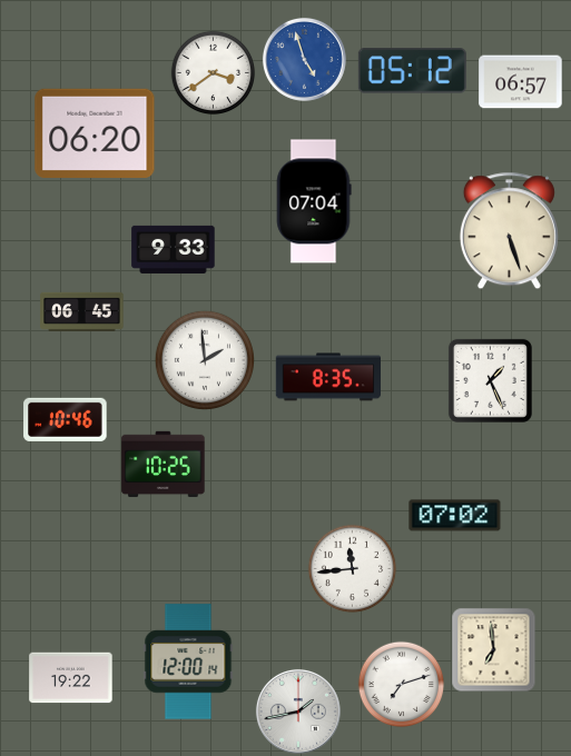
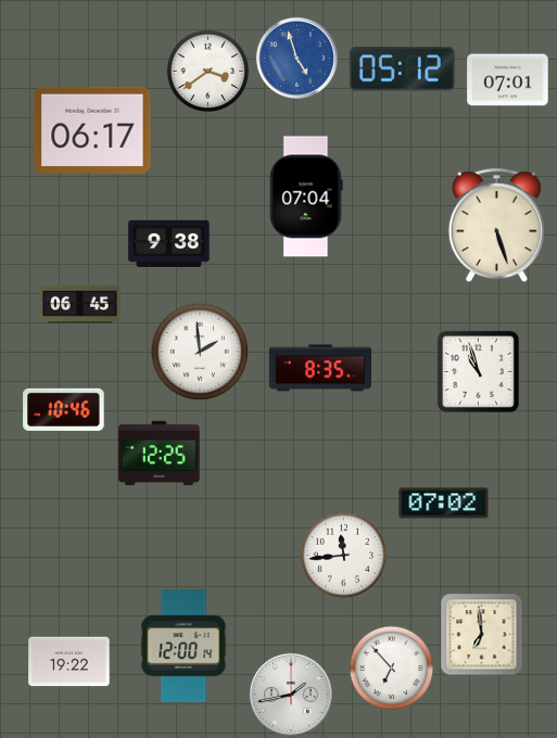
clock at (521, 82): 06:57 -> 07:01
clock at (95, 132): 06:20 -> 06:17
clock at (174, 249): 9:33 -> 9:38
clock at (490, 380): 1:26 -> 10:57
clock at (164, 465): 10:25 -> 12:25
clock at (402, 685): 7:12 -> 6:53
